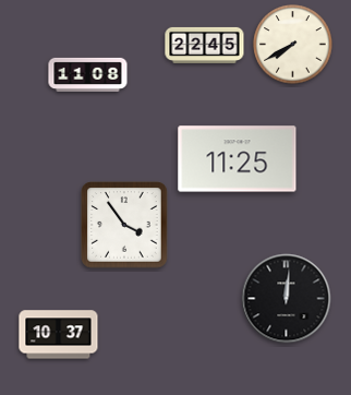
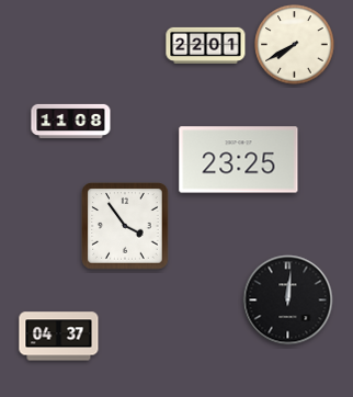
clock at (205, 45): 22:45 -> 22:01
clock at (88, 74) position: (88, 74) -> (71, 121)
clock at (238, 159): 11:25 -> 23:25
clock at (59, 335): 10:37 -> 04:37
